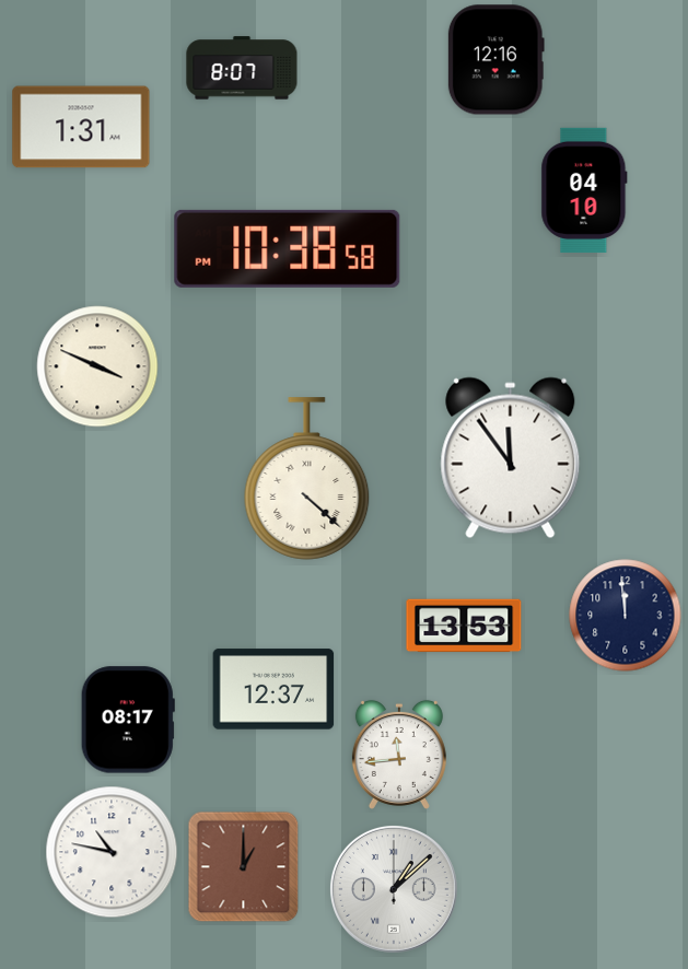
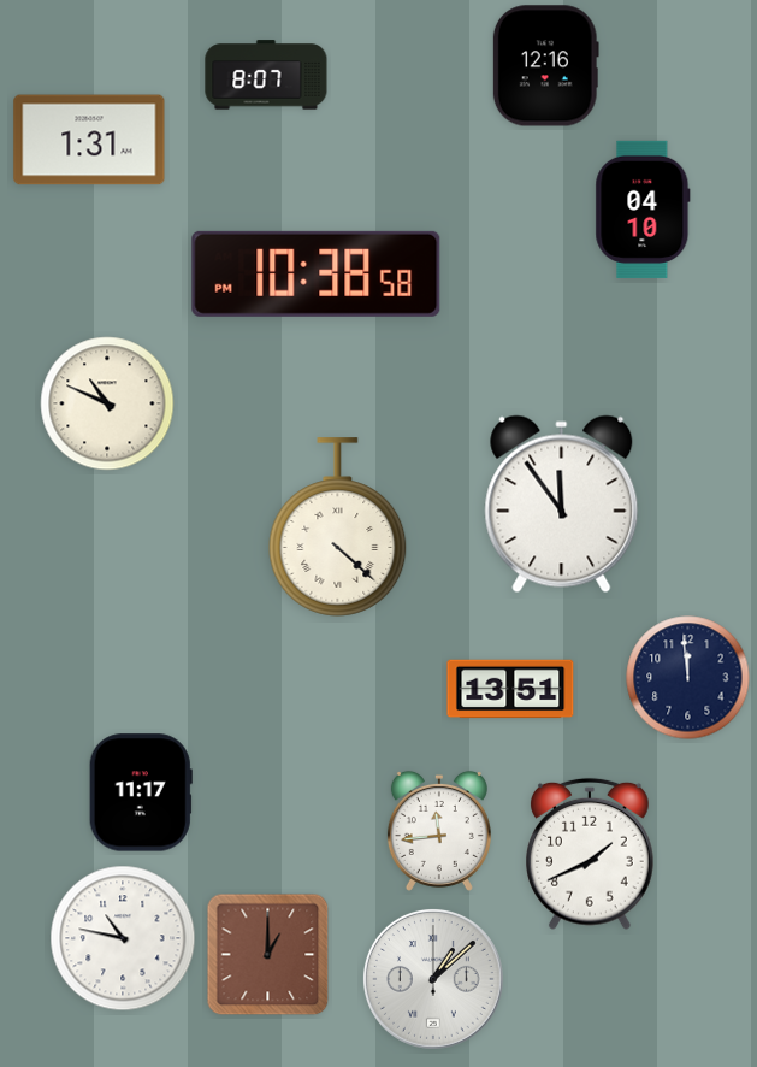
clock at (97, 366): 3:49 -> 10:49
clock at (464, 626): 13:53 -> 13:51
clock at (273, 689): 12:37 -> none
clock at (128, 720): 08:17 -> 11:17
clock at (591, 854): none -> 1:41
